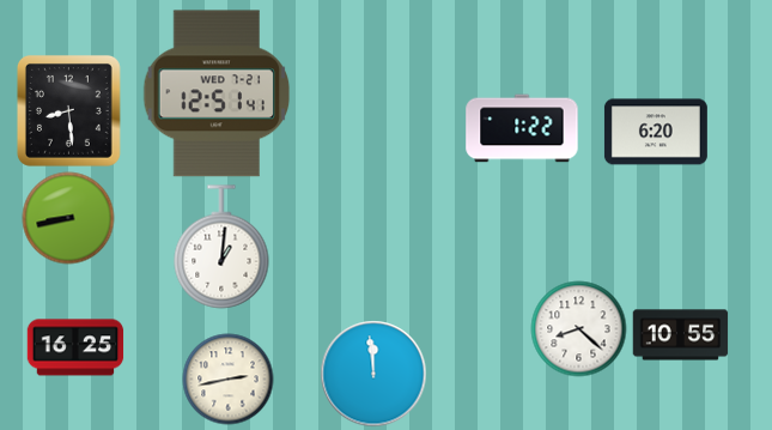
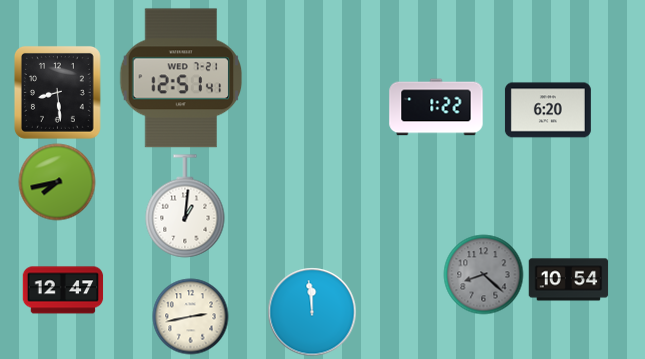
clock at (68, 218): 8:43 -> 7:43
clock at (579, 329) dial: white -> grey
clock at (681, 335): 10:55 -> 10:54
clock at (75, 347): 16:25 -> 12:47
